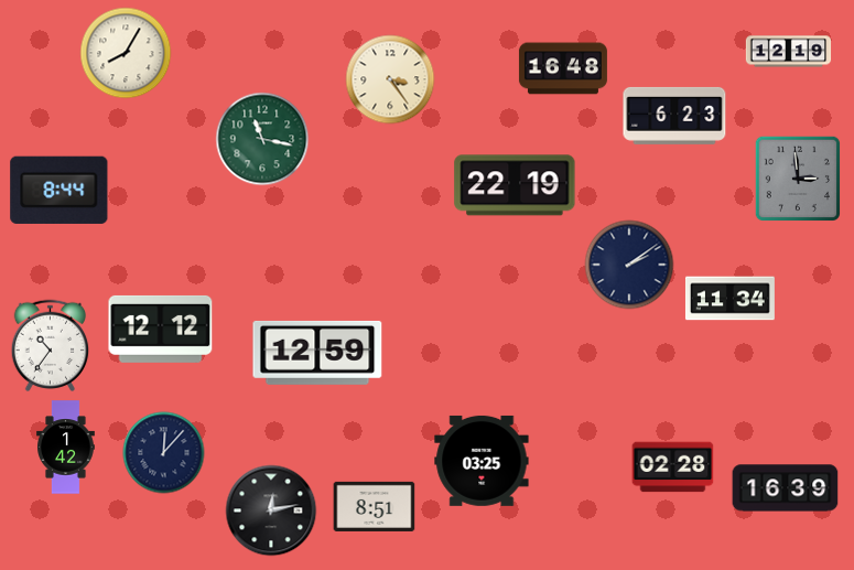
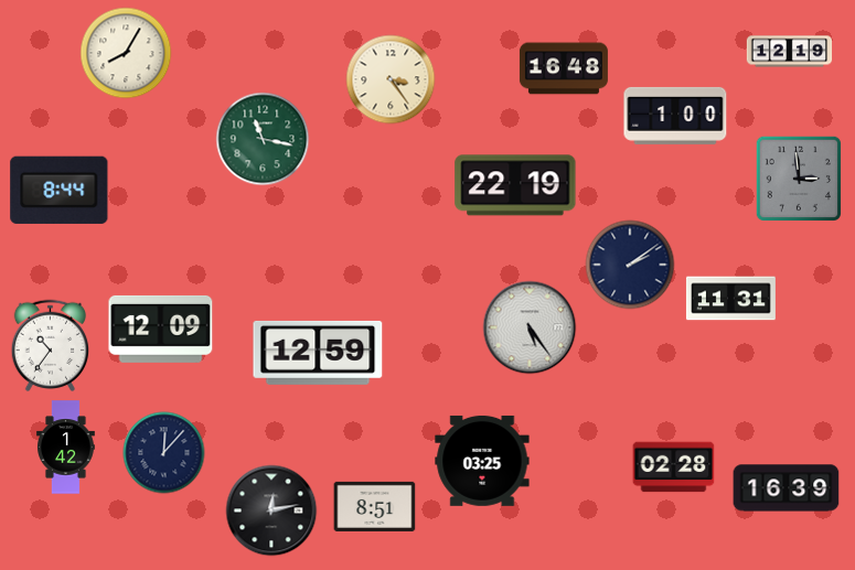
clock at (674, 116): 6:23 -> 1:00
clock at (729, 299): 11:34 -> 11:31
clock at (530, 327): none -> 5:24
clock at (161, 329): 12:12 -> 12:09
